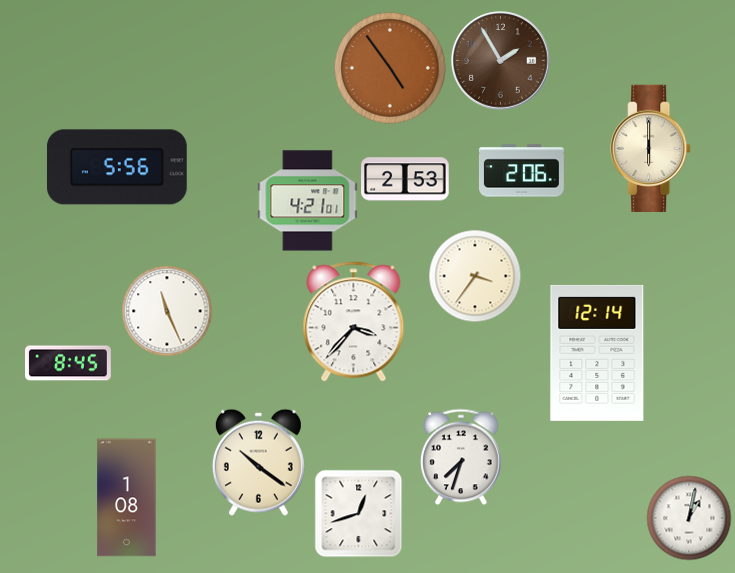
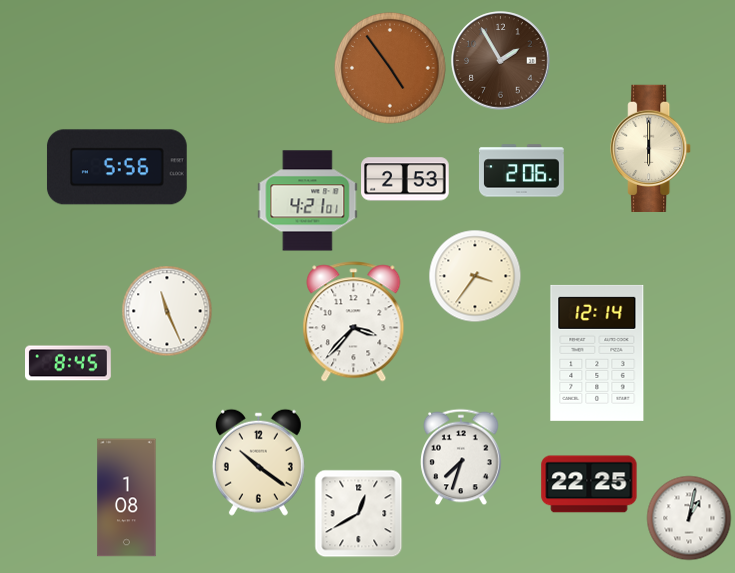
clock at (589, 484): none -> 22:25
clock at (358, 513): 12:42 -> 12:40
